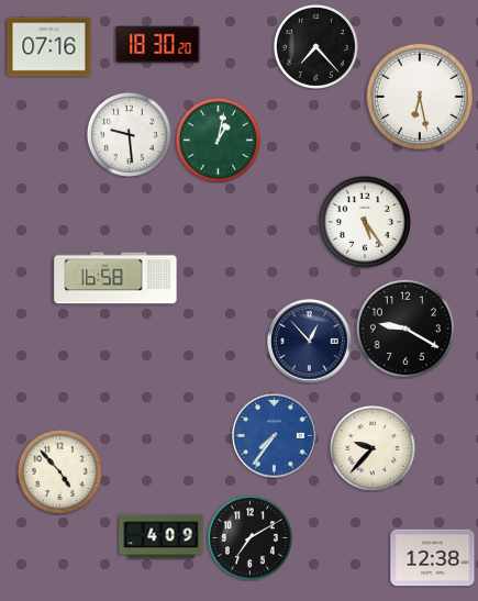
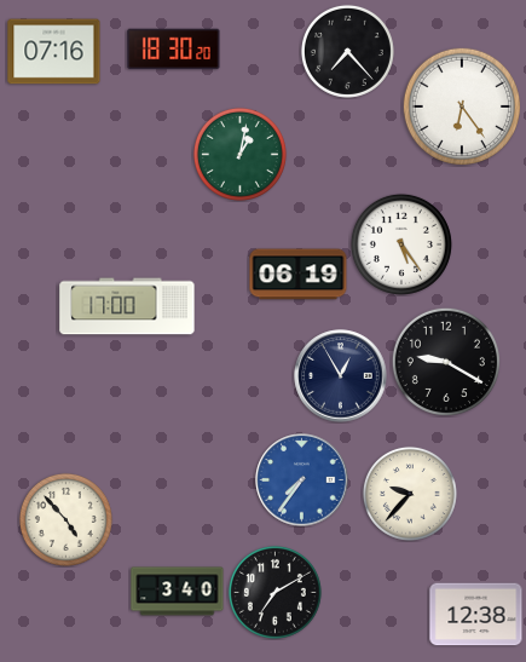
clock at (419, 96): 6:28 -> 6:24
clock at (129, 134): 9:29 -> none
clock at (299, 275): none -> 06:19
clock at (115, 278): 16:58 -> 17:00
clock at (310, 342): 12:53 -> 12:55
clock at (162, 537): 4:09 -> 3:40
